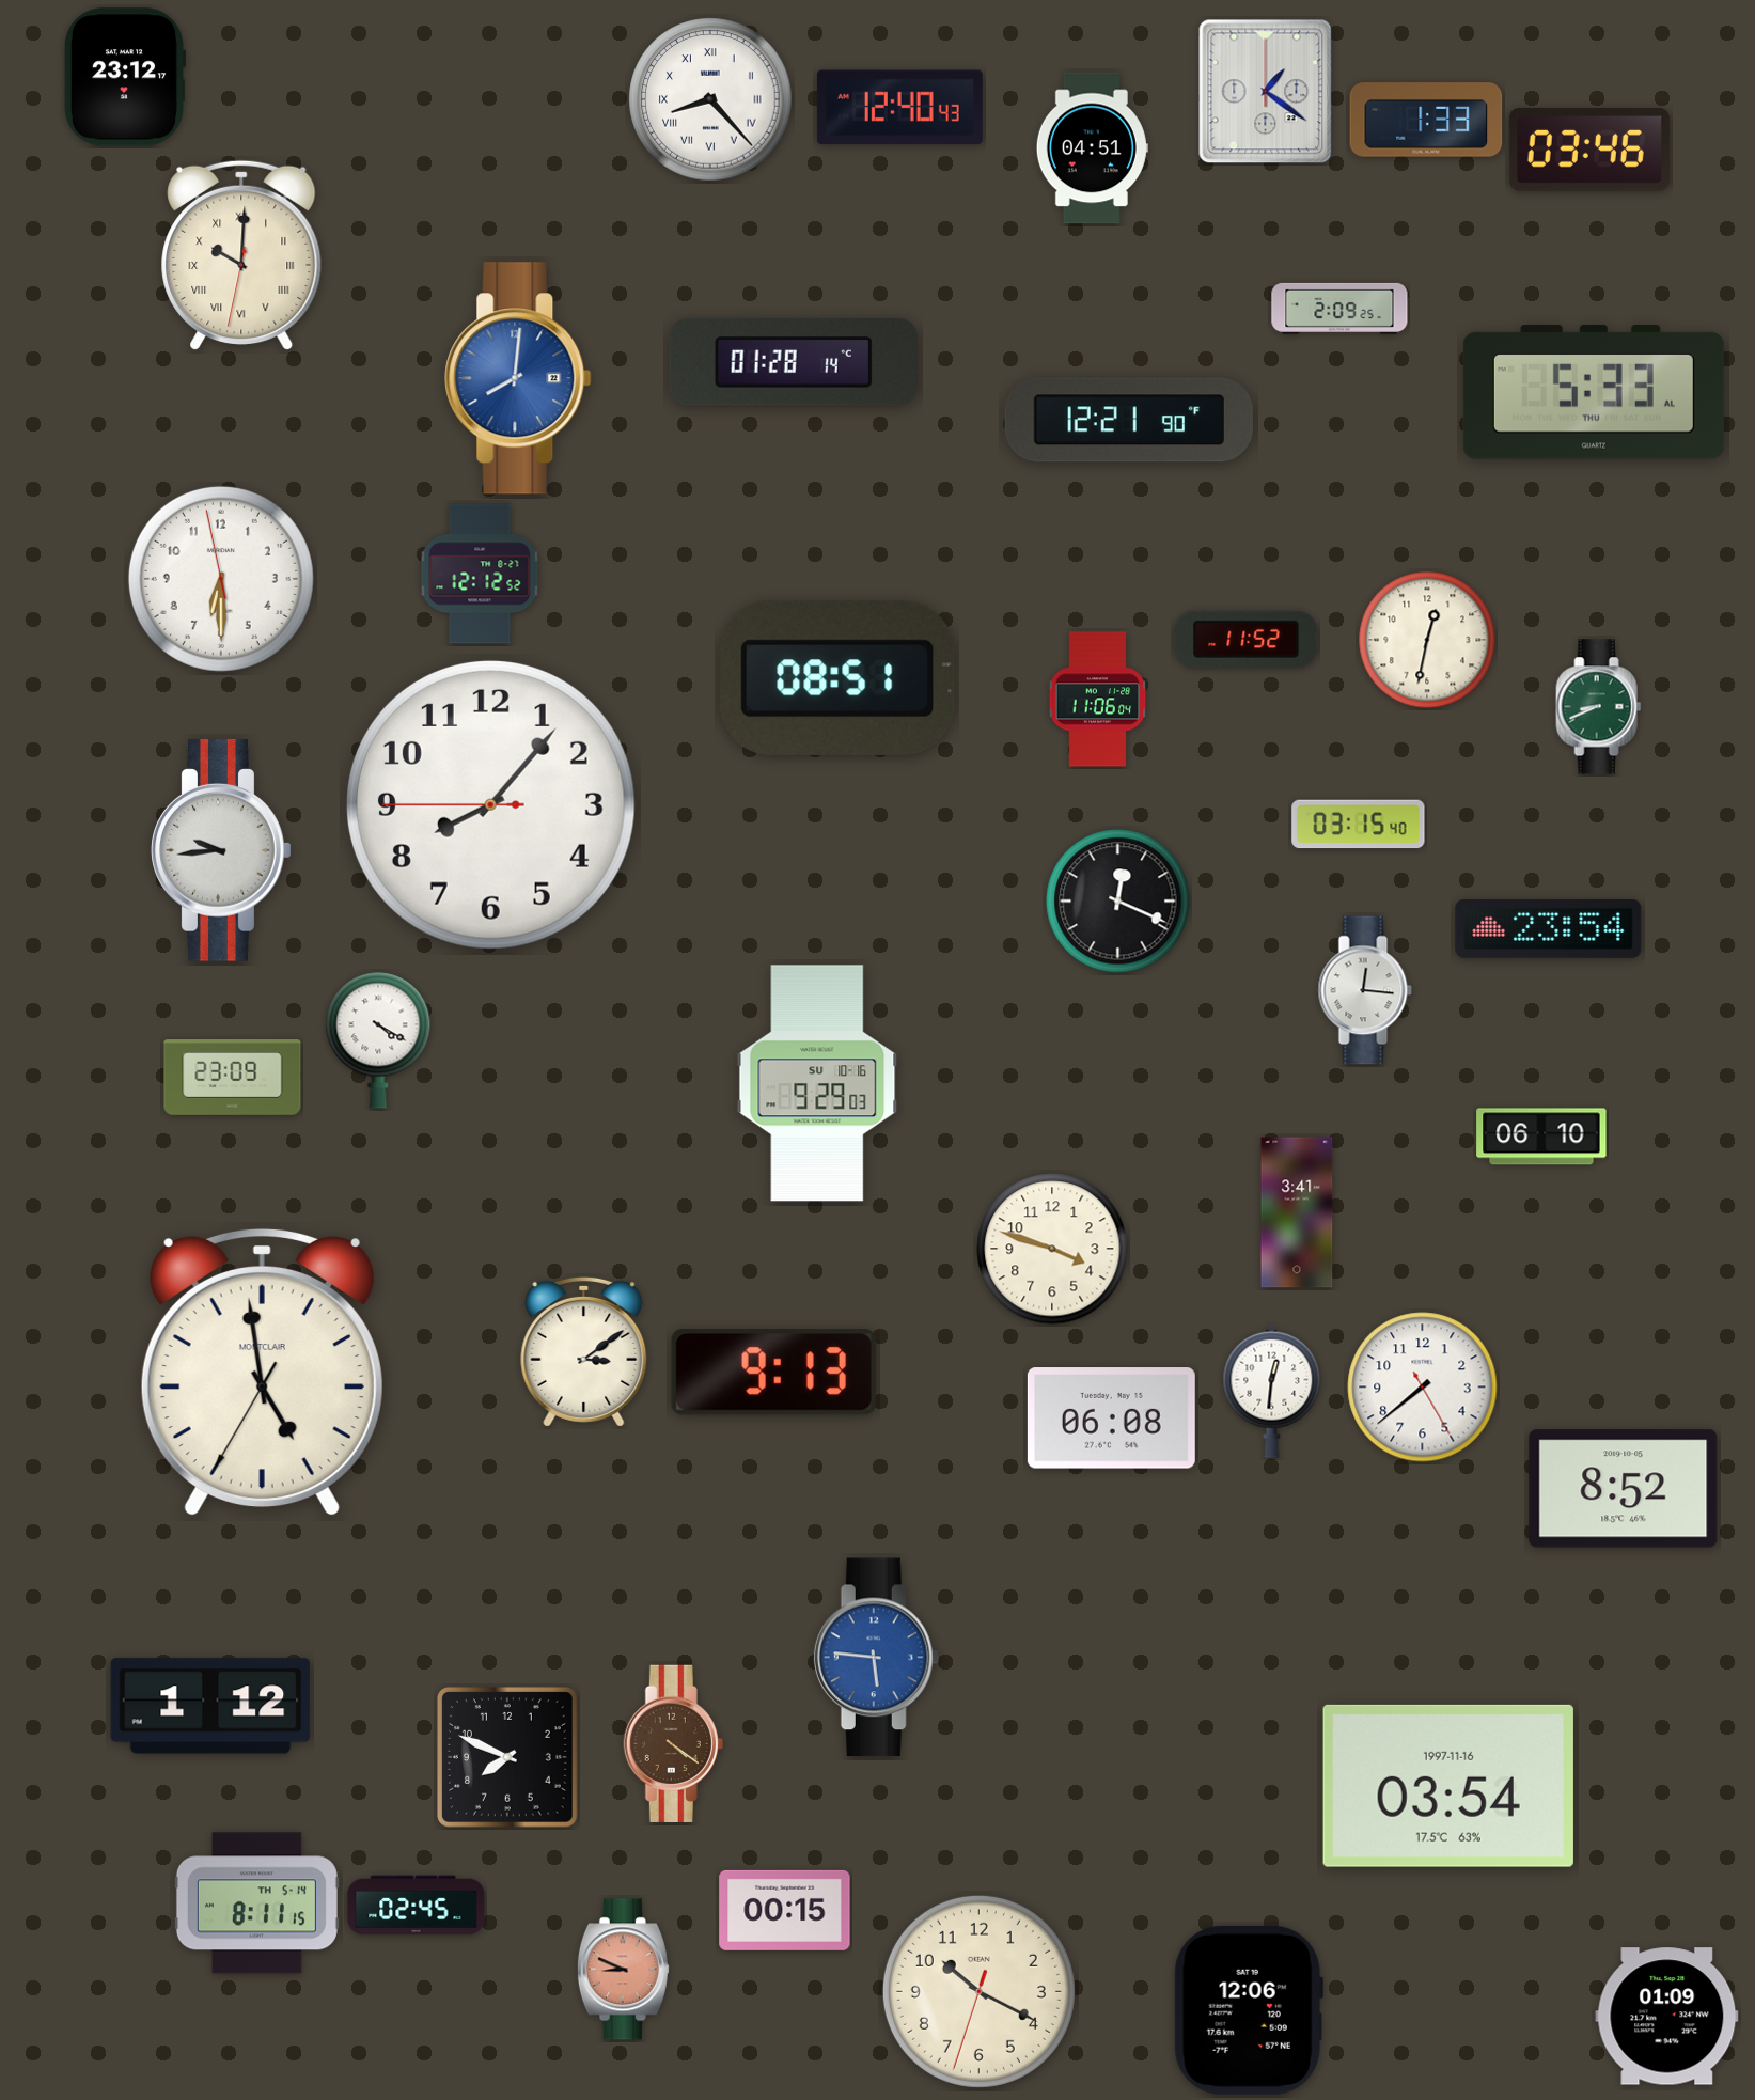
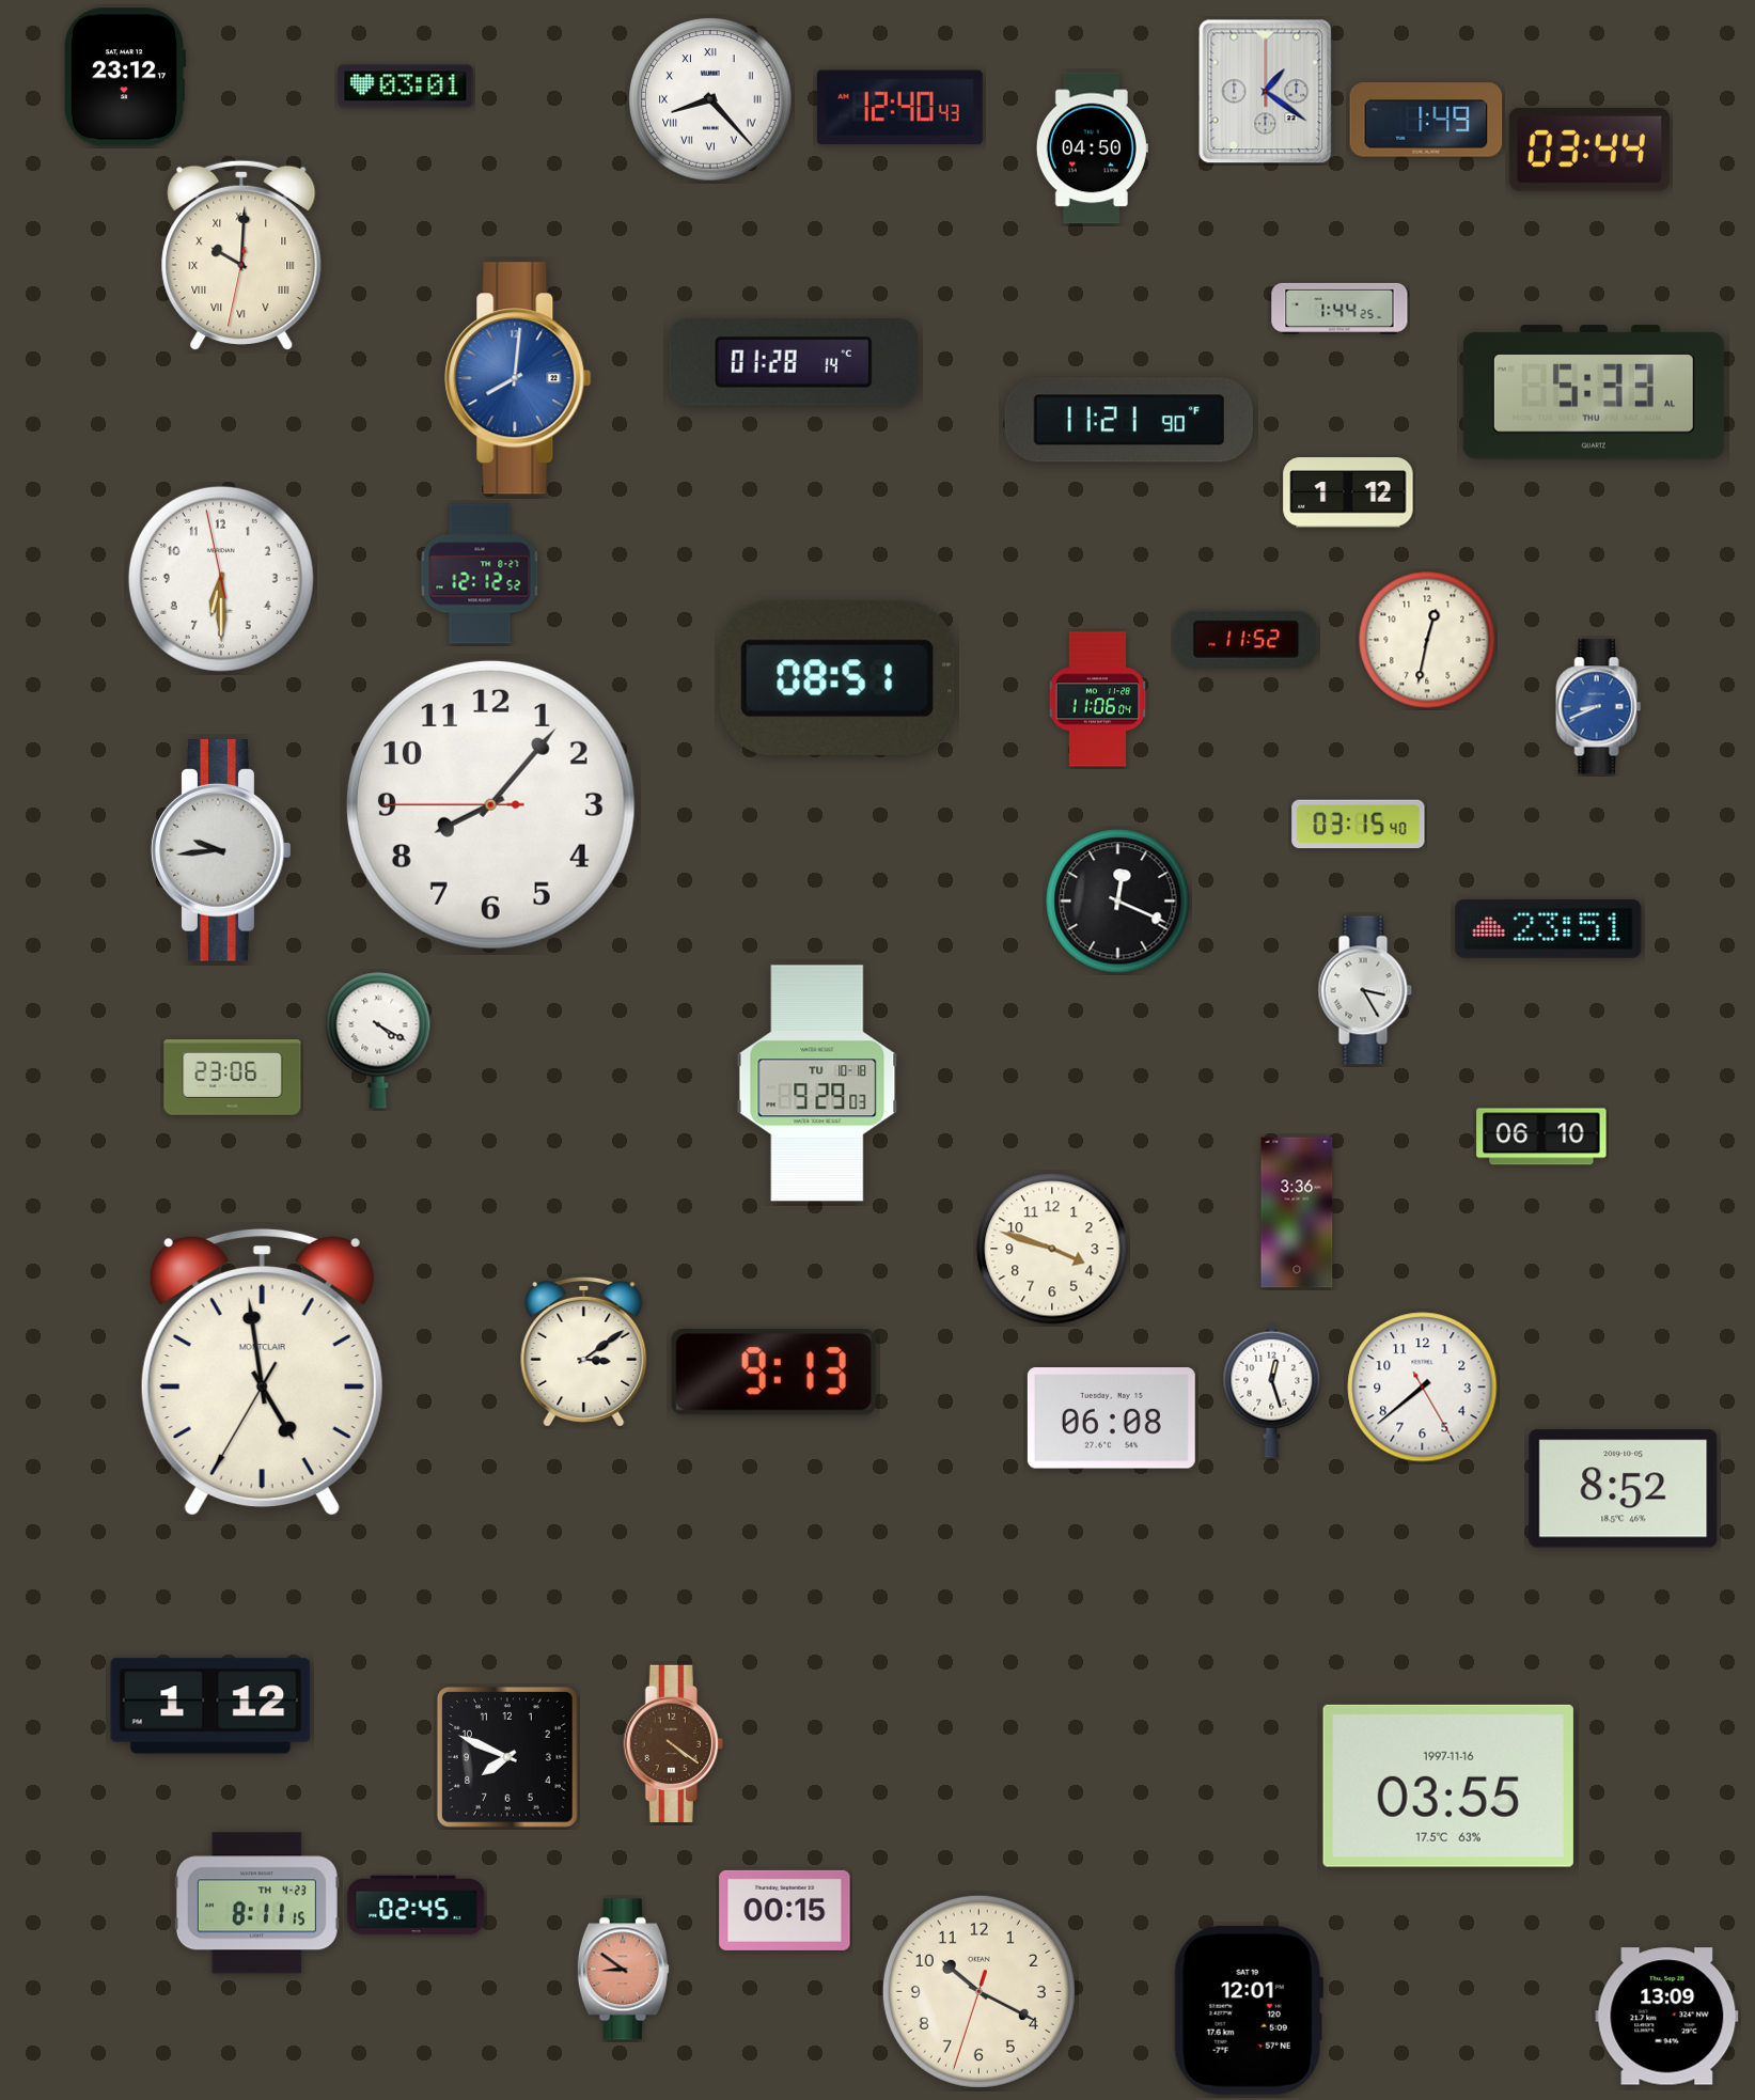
clock at (406, 87): none -> 03:01
clock at (1426, 120): 1:33 -> 1:49
clock at (1092, 148): 04:51 -> 04:50
clock at (1589, 150): 03:46 -> 03:44
clock at (1339, 309): 2:09 -> 1:44
clock at (1128, 420): 12:21 -> 11:21
clock at (1348, 492): none -> 1:12
clock at (1599, 707) dial: green -> blue
clock at (1549, 928): 23:54 -> 23:51
clock at (1365, 990): 12:16 -> 3:25
clock at (233, 1078): 23:09 -> 23:06
clock at (817, 1083) date: SU 10-16 -> TU 10-18
clock at (1297, 1212): 3:41 -> 3:36
clock at (1272, 1391): 12:31 -> 12:27
clock at (877, 1658): 5:46 -> none
clock at (1448, 1786): 03:54 -> 03:55
clock at (256, 1903) date: TH 5-14 -> TH 4-23
clock at (623, 1970): 8:49 -> 8:51
clock at (1249, 2010): 12:06 -> 12:01
clock at (1667, 2017): 01:09 -> 13:09
